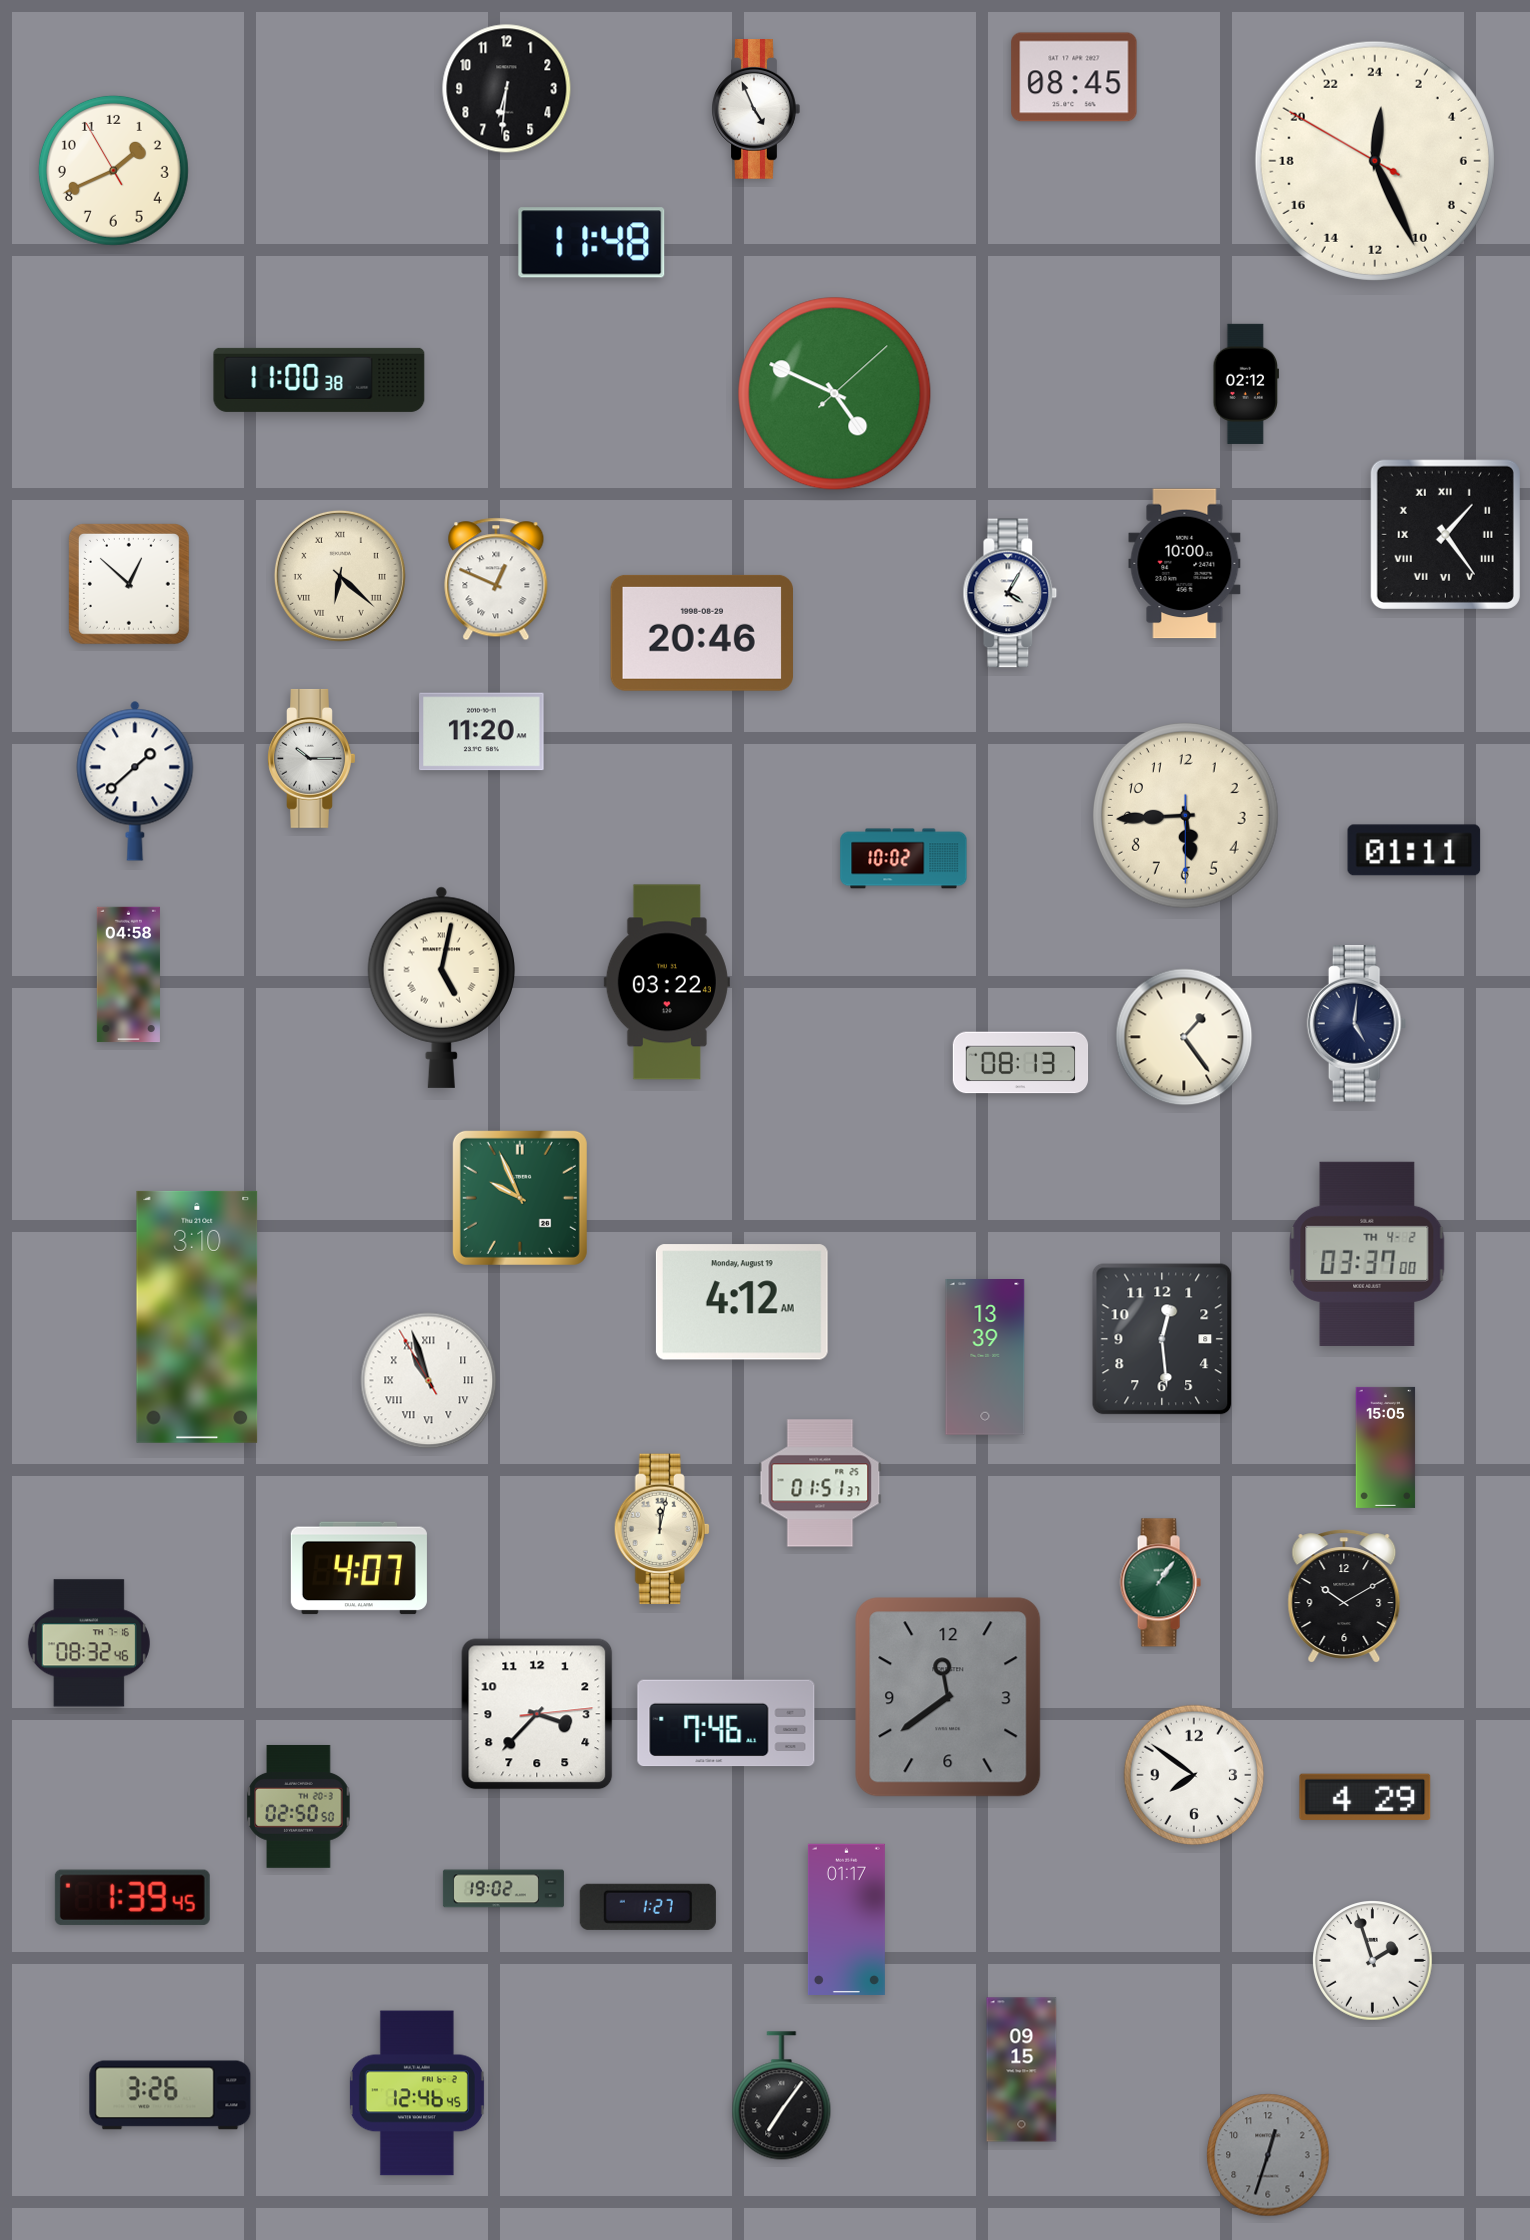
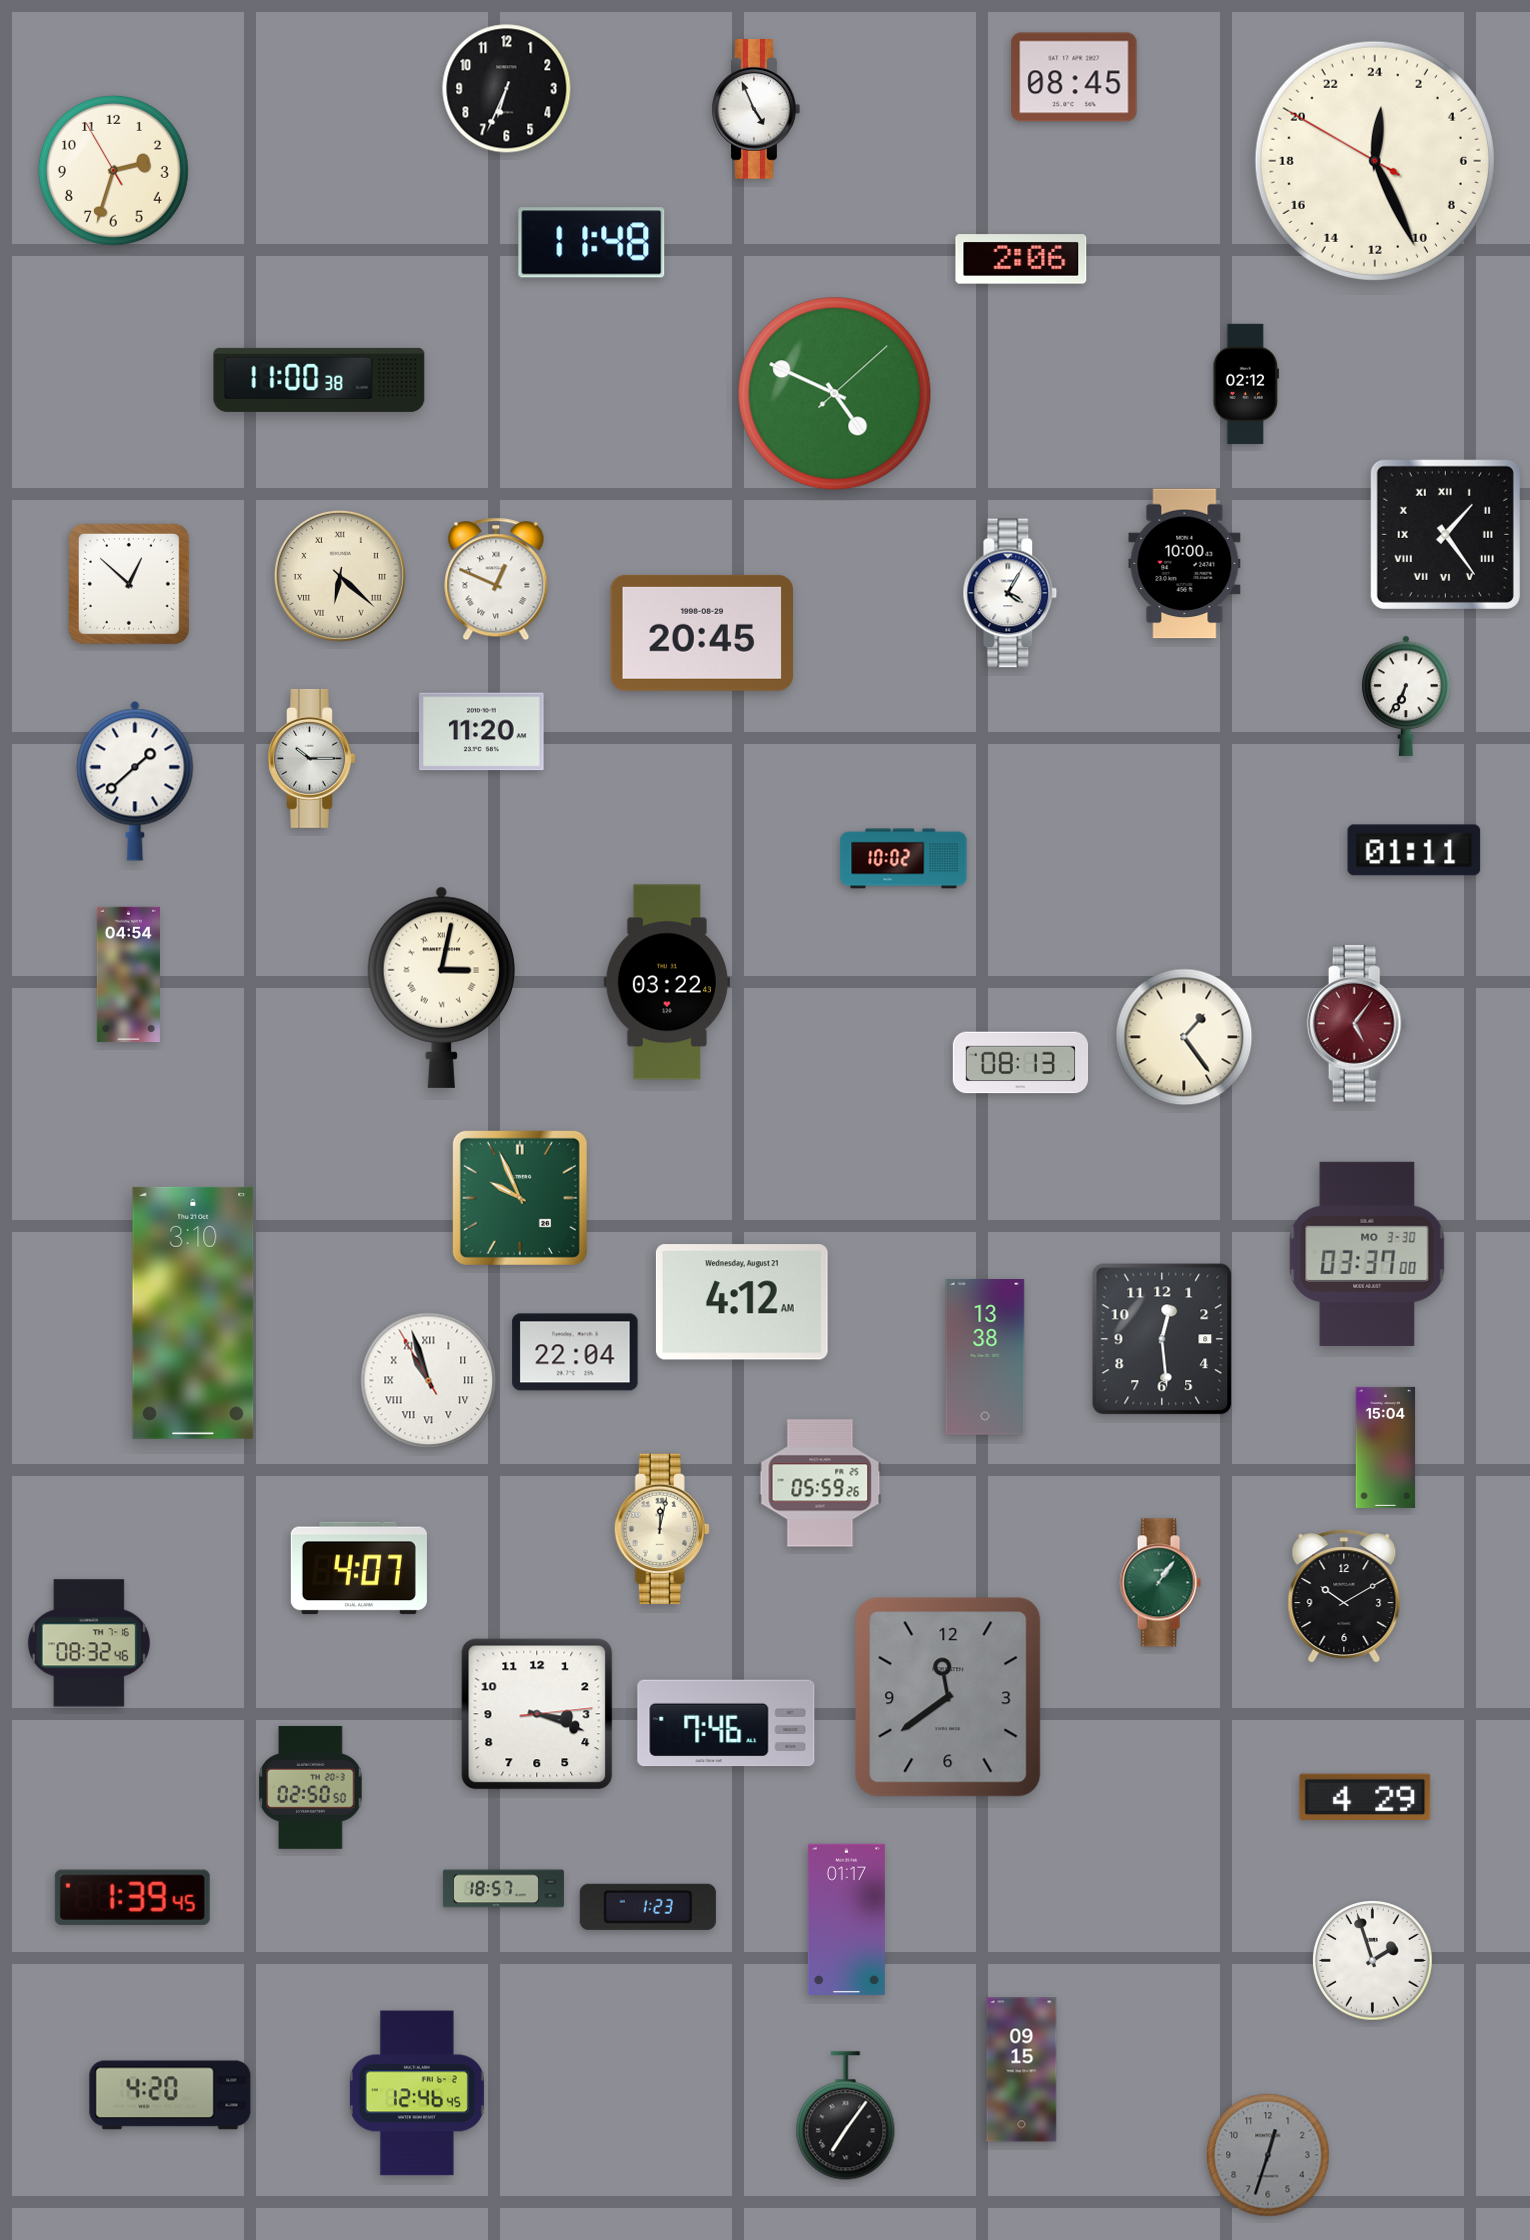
clock at (507, 89): 6:31 -> 6:34
clock at (113, 170): 1:40 -> 2:32
clock at (1021, 259): none -> 2:06
clock at (701, 633): 20:46 -> 20:45
clock at (1406, 696): none -> 6:34
clock at (1186, 816): 5:44 -> none
clock at (128, 975): 04:58 -> 04:54
clock at (441, 987): 5:02 -> 3:02
clock at (1357, 1024): 5:01 -> 5:06
clock at (1357, 1024) dial: navy -> burgundy
clock at (1367, 1254) date: TH 4-2 -> MO 3-30
clock at (742, 1302) date: Monday, August 19 -> Wednesday, August 21
clock at (197, 1317) position: (197, 1317) -> (193, 1313)
clock at (575, 1352): none -> 22:04
clock at (985, 1358): 13:39 -> 13:38
clock at (1386, 1447): 15:05 -> 15:04
clock at (820, 1483): 01:51 -> 05:59
clock at (537, 1714): 3:37 -> 3:18
clock at (1194, 1775): 7:51 -> none
clock at (299, 1806) position: (299, 1806) -> (311, 1787)
clock at (503, 1889): 19:02 -> 18:57
clock at (648, 1907): 1:27 -> 1:23
clock at (170, 2095): 3:26 -> 4:20
clock at (782, 2096) position: (782, 2096) -> (846, 2116)
